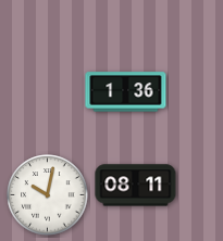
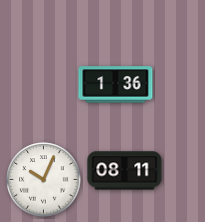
clock at (48, 195): 10:02 -> 10:04
